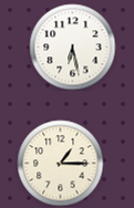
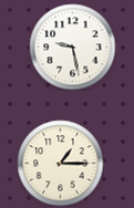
clock at (72, 46): 6:28 -> 9:28
